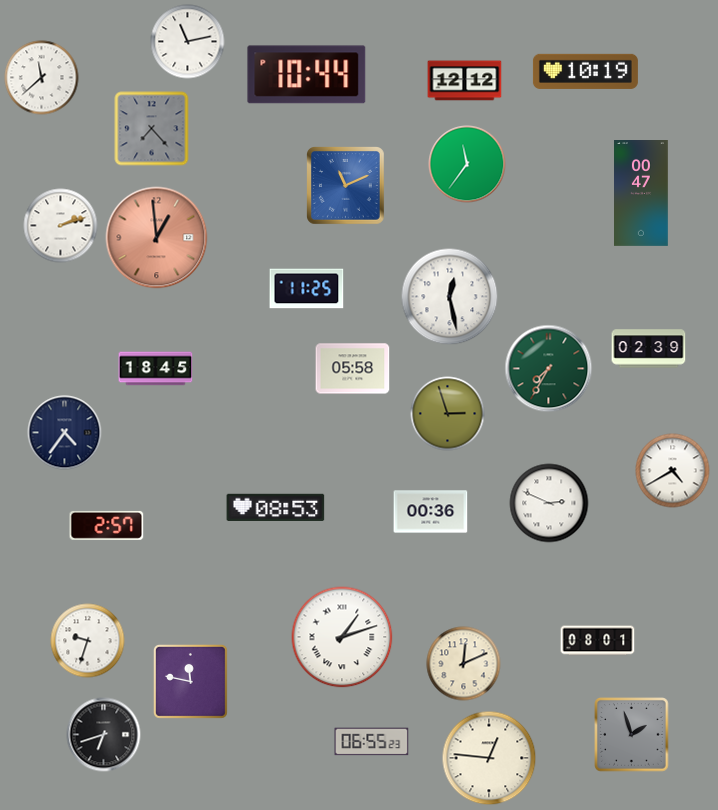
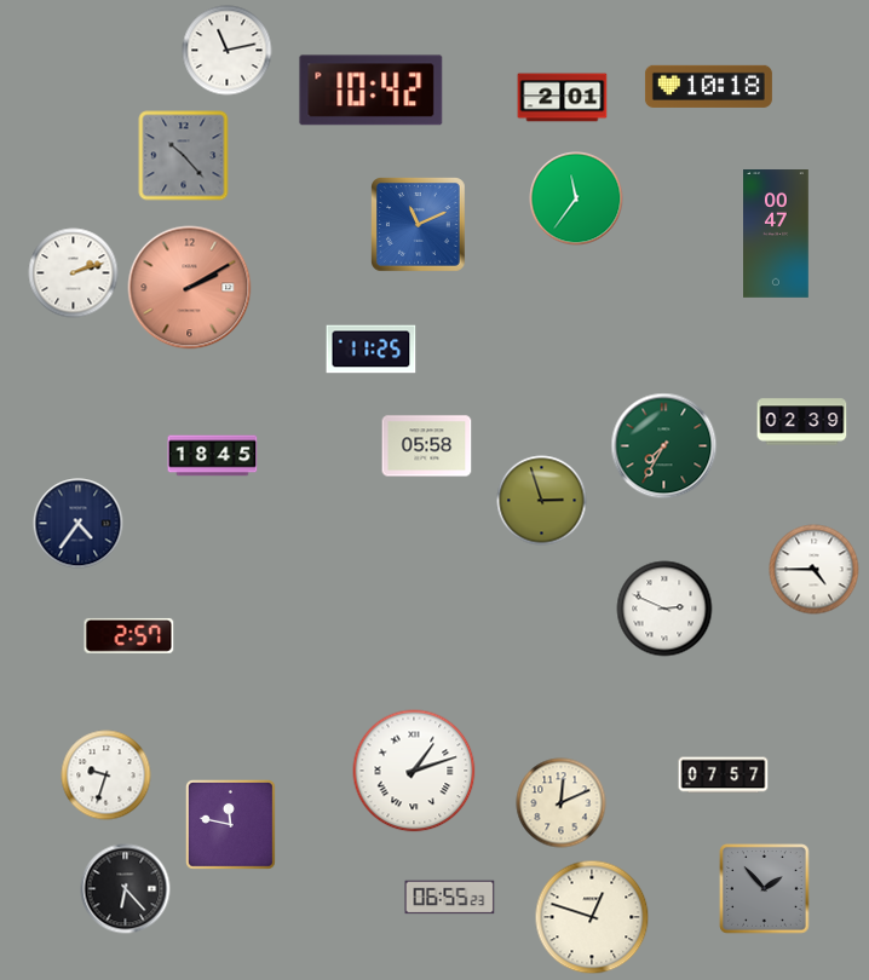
clock at (585, 71): 10:19 -> 10:18
clock at (307, 75): 10:44 -> 10:42
clock at (42, 78): 11:38 -> none
clock at (465, 81): 12:12 -> 2:01
clock at (152, 129): 7:23 -> 10:23
clock at (467, 164) position: (467, 164) -> (576, 198)
clock at (157, 238): 12:59 -> 2:10
clock at (450, 297): 12:28 -> none
clock at (649, 349) position: (649, 349) -> (802, 422)
clock at (156, 369) position: (156, 369) -> (213, 456)
clock at (673, 471): 4:40 -> 4:45
clock at (276, 507): 08:53 -> none
clock at (431, 512): 00:36 -> none
clock at (598, 641): 08:01 -> 07:57
clock at (104, 735): 6:42 -> 6:23
clock at (632, 735): 1:57 -> 1:53
clock at (489, 758): 12:46 -> 12:48
